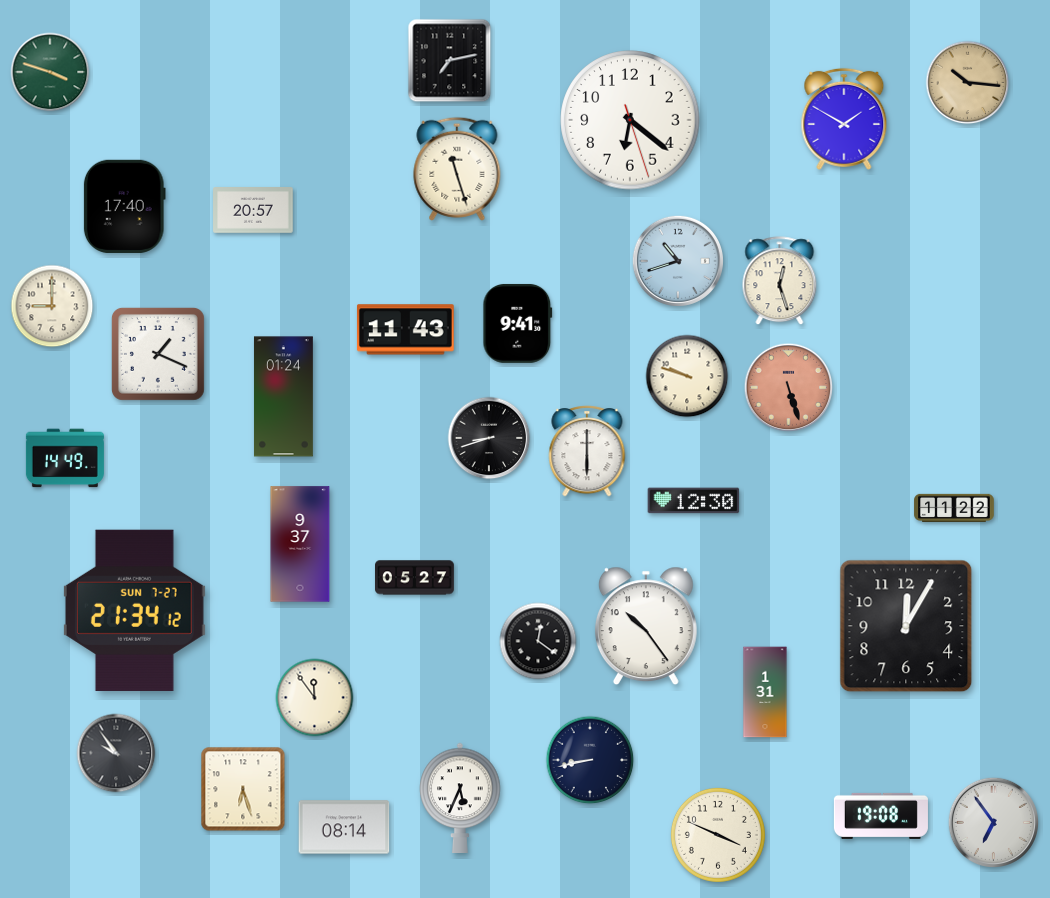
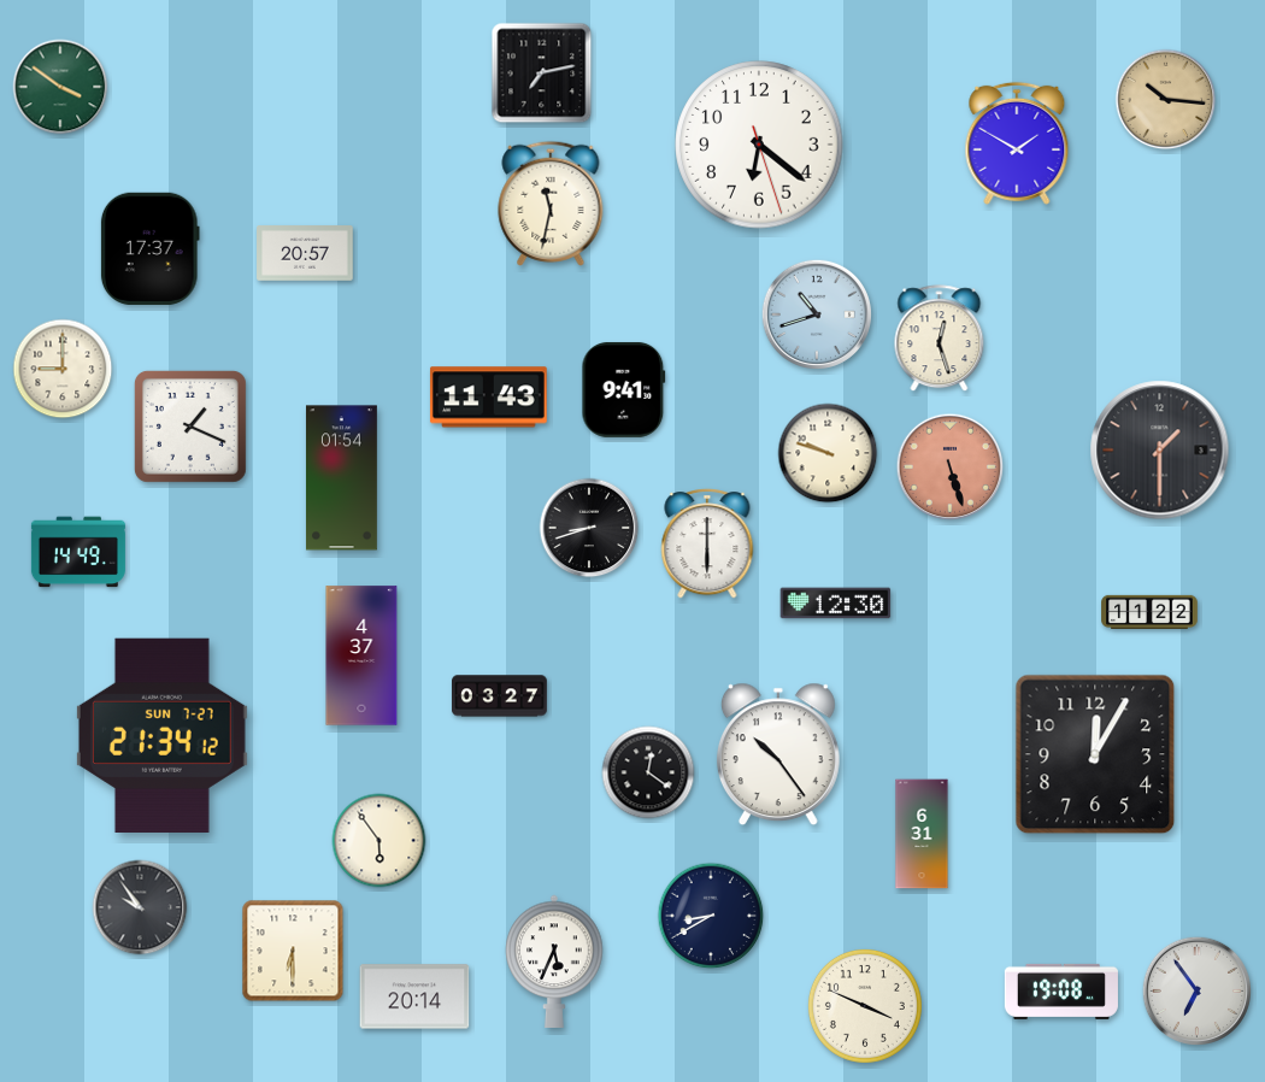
clock at (50, 72): 3:48 -> 3:51
clock at (457, 169): 11:27 -> 11:32
clock at (124, 206): 17:40 -> 17:37
clock at (1160, 451): none -> 1:30
clock at (283, 397): 01:24 -> 01:54
clock at (300, 544): 9:37 -> 4:37
clock at (415, 578): 05:27 -> 03:27
clock at (906, 626) position: (906, 626) -> (1095, 754)
clock at (765, 692): 1:31 -> 6:31
clock at (315, 698): 11:54 -> 5:54
clock at (590, 760): 8:43 -> 8:40
clock at (243, 789): 6:27 -> 6:30
clock at (881, 816) position: (881, 816) -> (1061, 992)
clock at (344, 827): 08:14 -> 20:14
